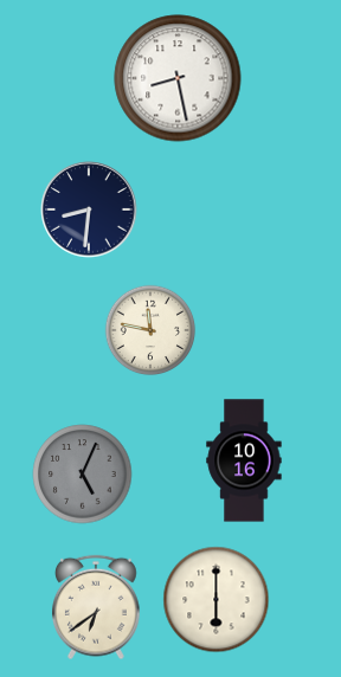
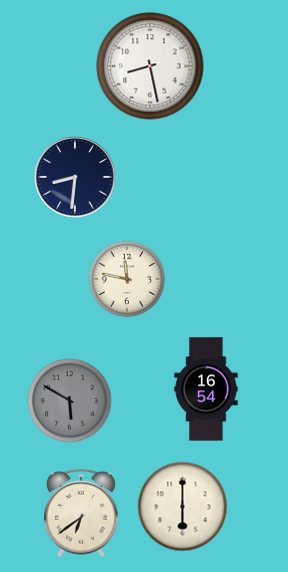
clock at (244, 460): 10:16 -> 16:54
clock at (83, 475): 5:04 -> 5:50
